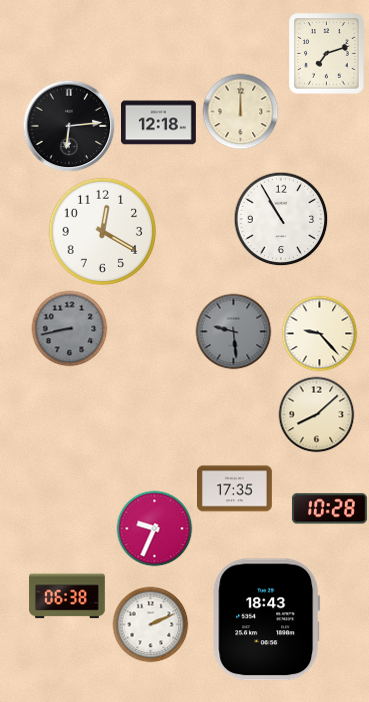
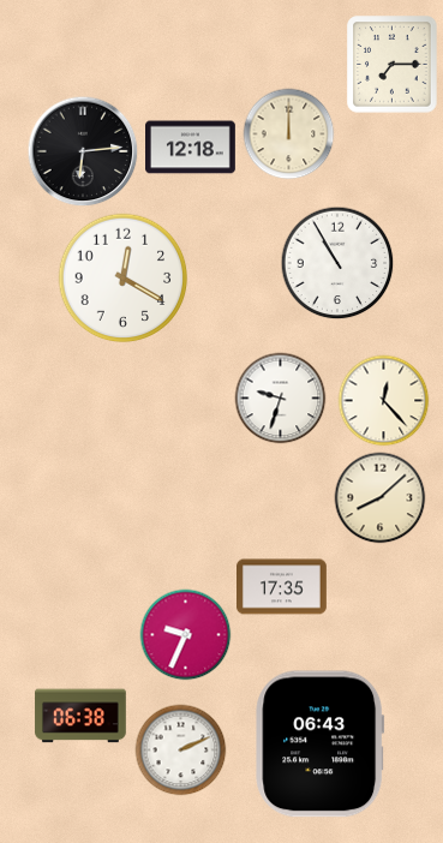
clock at (327, 54): 7:12 -> 7:15
clock at (70, 329): 8:43 -> none
clock at (234, 332): 9:29 -> 9:33
clock at (234, 332) dial: grey -> white
clock at (320, 334): 9:23 -> 12:23
clock at (329, 509): 10:28 -> none
clock at (267, 620): 18:43 -> 06:43
